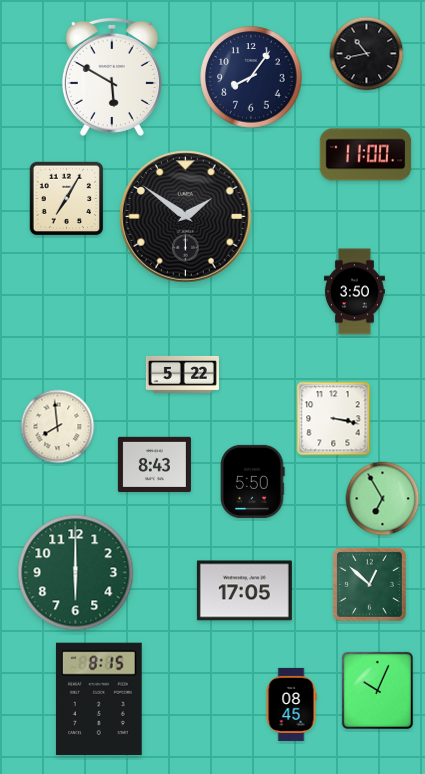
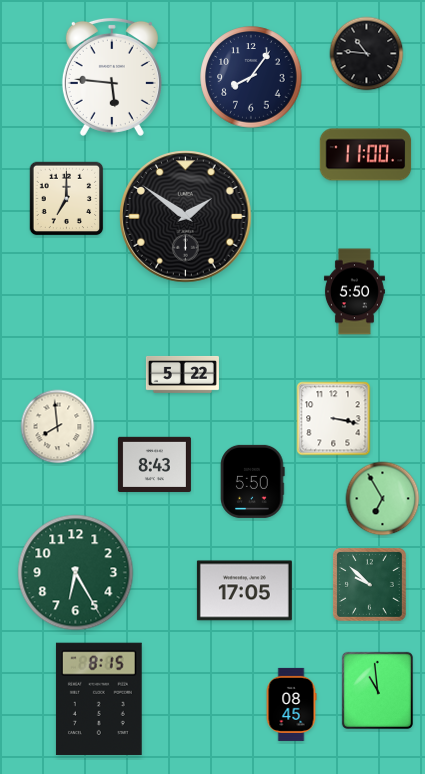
clock at (367, 54): 10:43 -> 10:46
clock at (112, 77): 5:50 -> 5:46
clock at (67, 199): 7:05 -> 7:00
clock at (354, 292): 3:50 -> 5:50
clock at (76, 573): 6:00 -> 6:25
clock at (369, 584): 12:52 -> 9:52
clock at (377, 690): 10:04 -> 10:59
